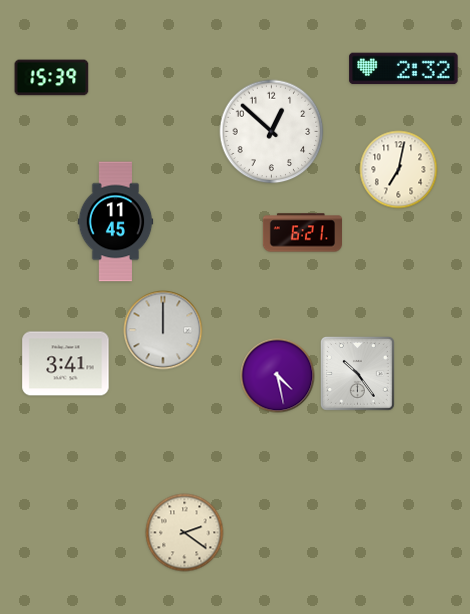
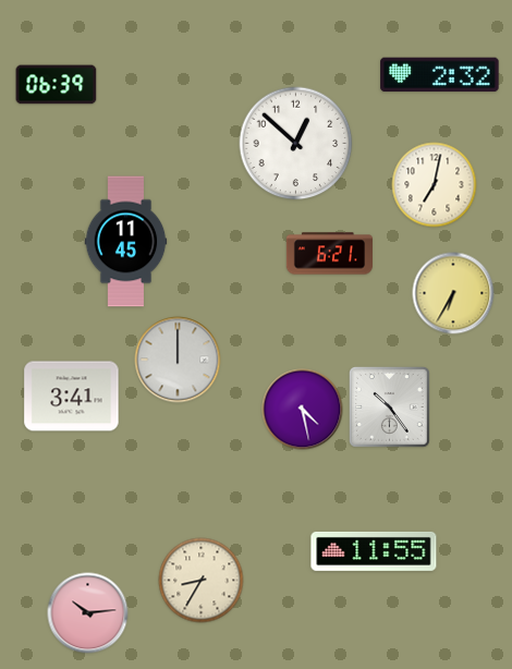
clock at (52, 78): 15:39 -> 06:39
clock at (453, 293): none -> 6:35
clock at (374, 551): none -> 11:55
clock at (185, 533): 2:21 -> 8:35
clock at (88, 613): none -> 10:14
